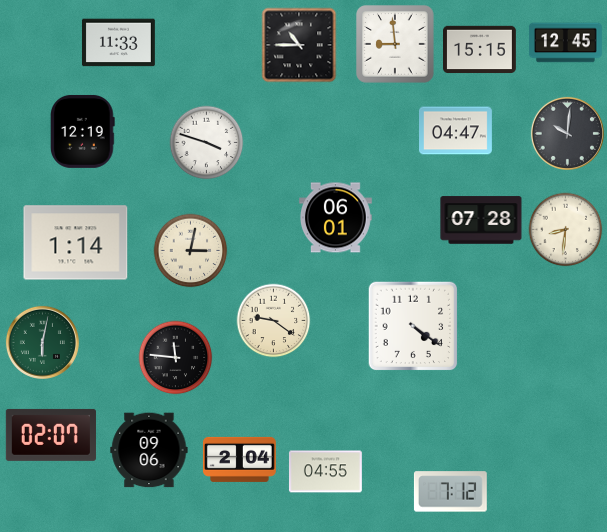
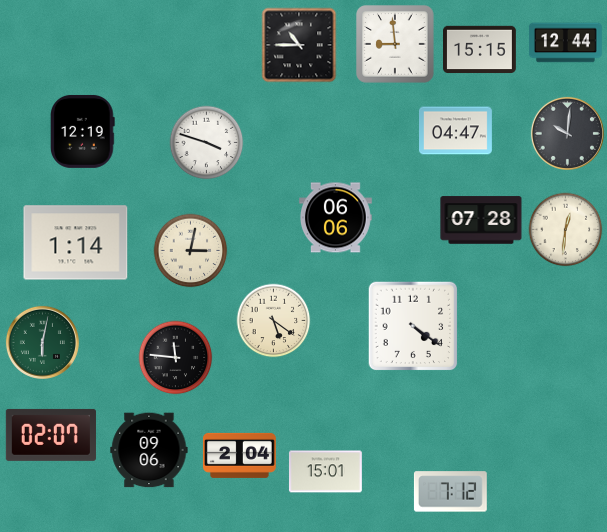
clock at (119, 43): 11:33 -> none
clock at (565, 43): 12:45 -> 12:44
clock at (335, 218): 06:01 -> 06:06
clock at (566, 230): 8:31 -> 12:31
clock at (274, 321): 9:21 -> 5:21
clock at (239, 459) position: (239, 459) -> (239, 455)
clock at (325, 472): 04:55 -> 15:01
